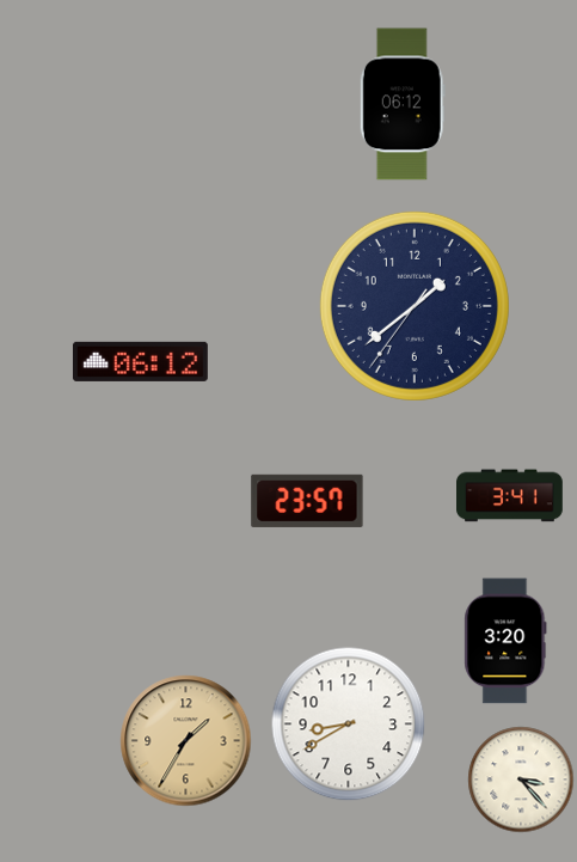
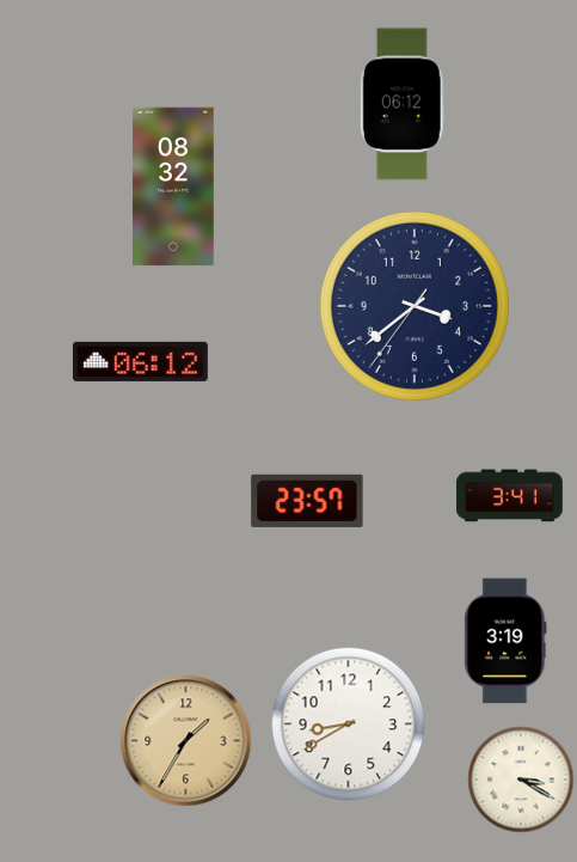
clock at (173, 187): none -> 08:32
clock at (415, 306): 1:38 -> 3:38
clock at (505, 641): 3:20 -> 3:19
clock at (521, 780): 3:23 -> 3:20
